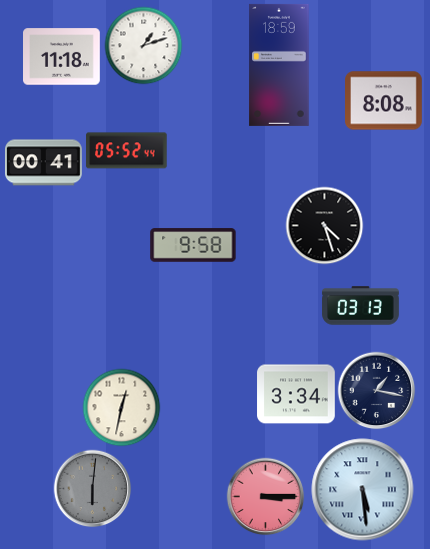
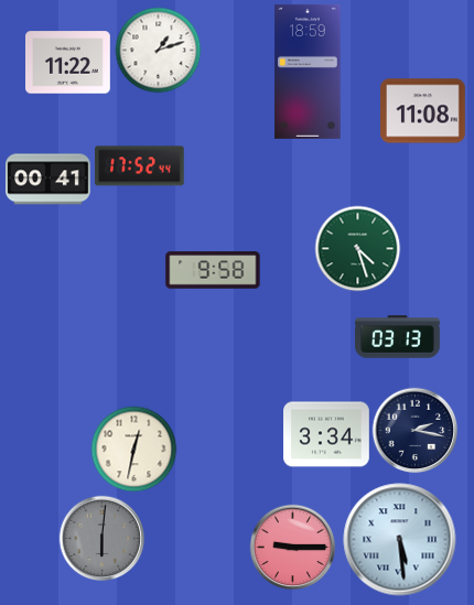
clock at (62, 57): 11:18 -> 11:22
clock at (384, 101): 8:08 -> 11:08
clock at (127, 151): 05:52 -> 17:52
clock at (324, 225) dial: black -> green
clock at (376, 390): 1:17 -> 2:17
clock at (265, 496): 3:15 -> 9:15
